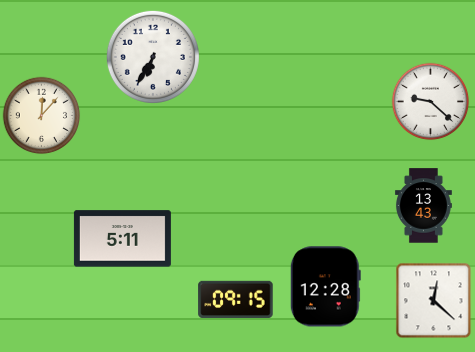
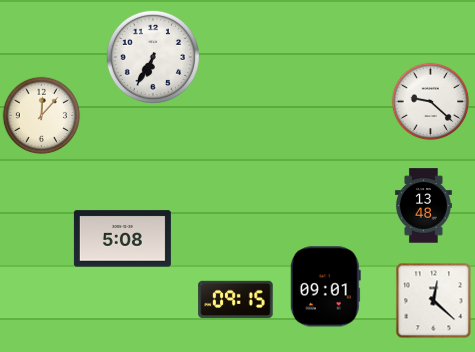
clock at (423, 206): 13:43 -> 13:48
clock at (122, 239): 5:11 -> 5:08
clock at (325, 287): 12:28 -> 09:01
